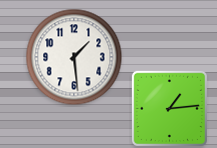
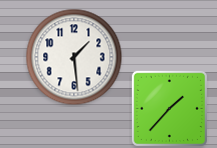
clock at (169, 108): 1:14 -> 1:37
